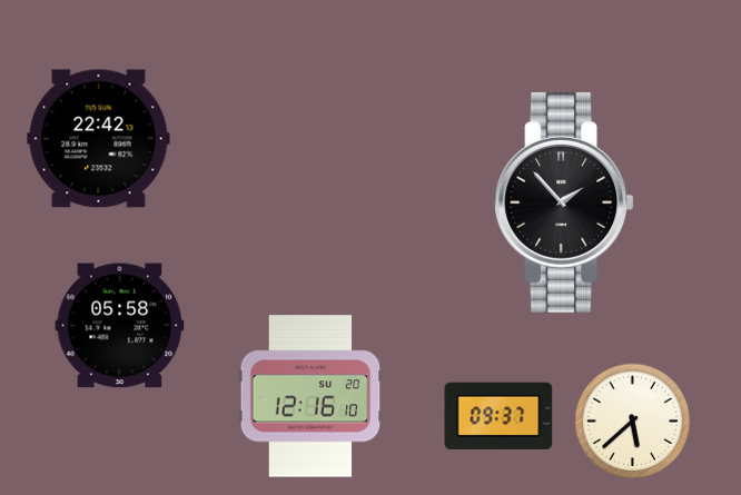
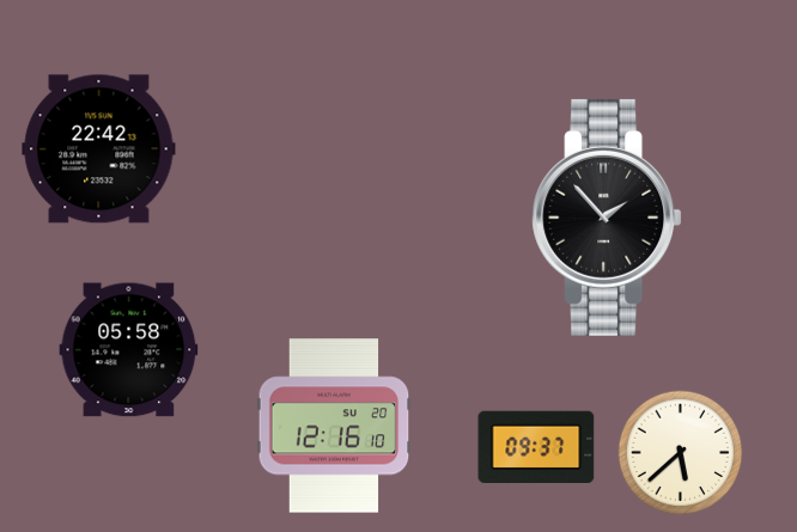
clock at (99, 139) position: (99, 139) -> (99, 149)
